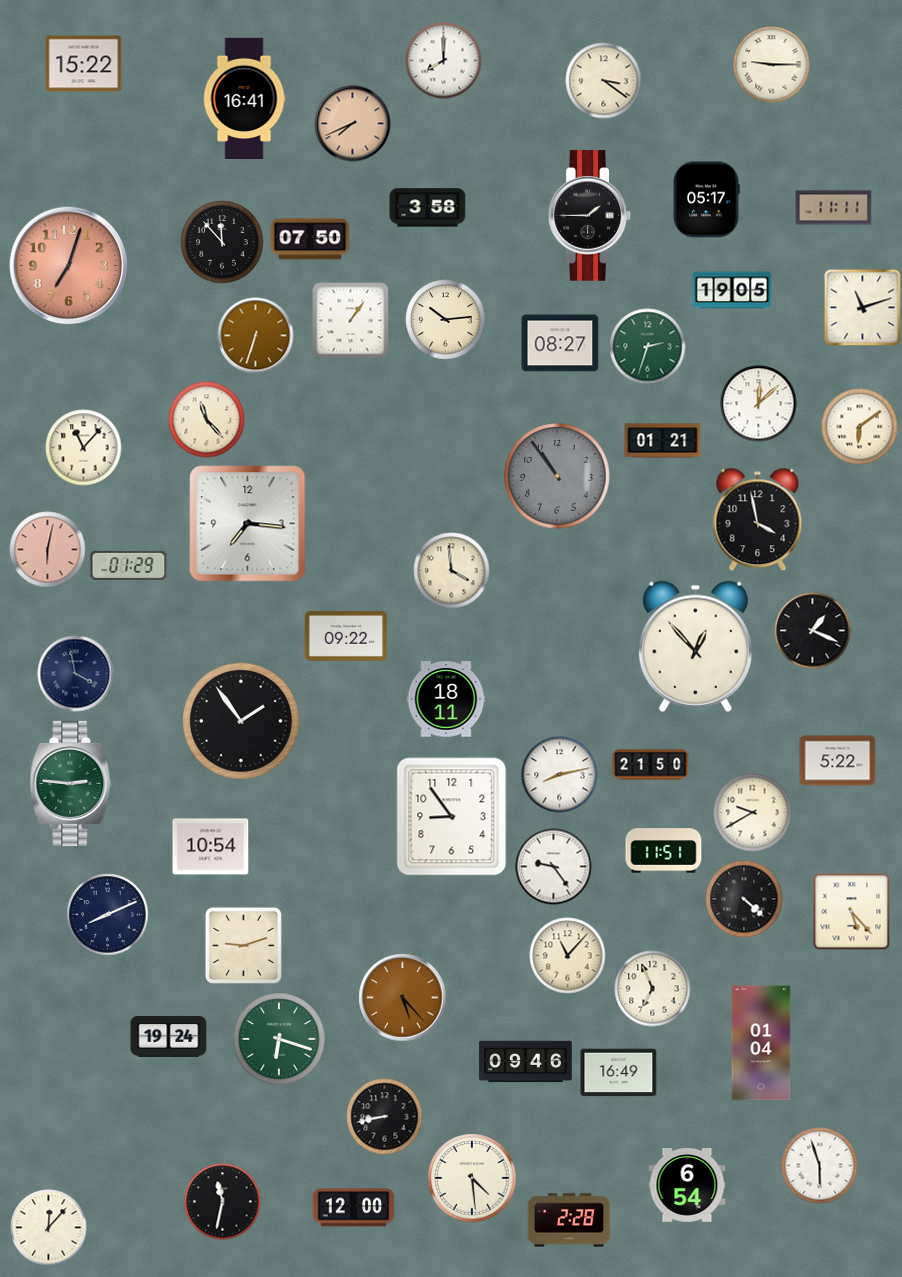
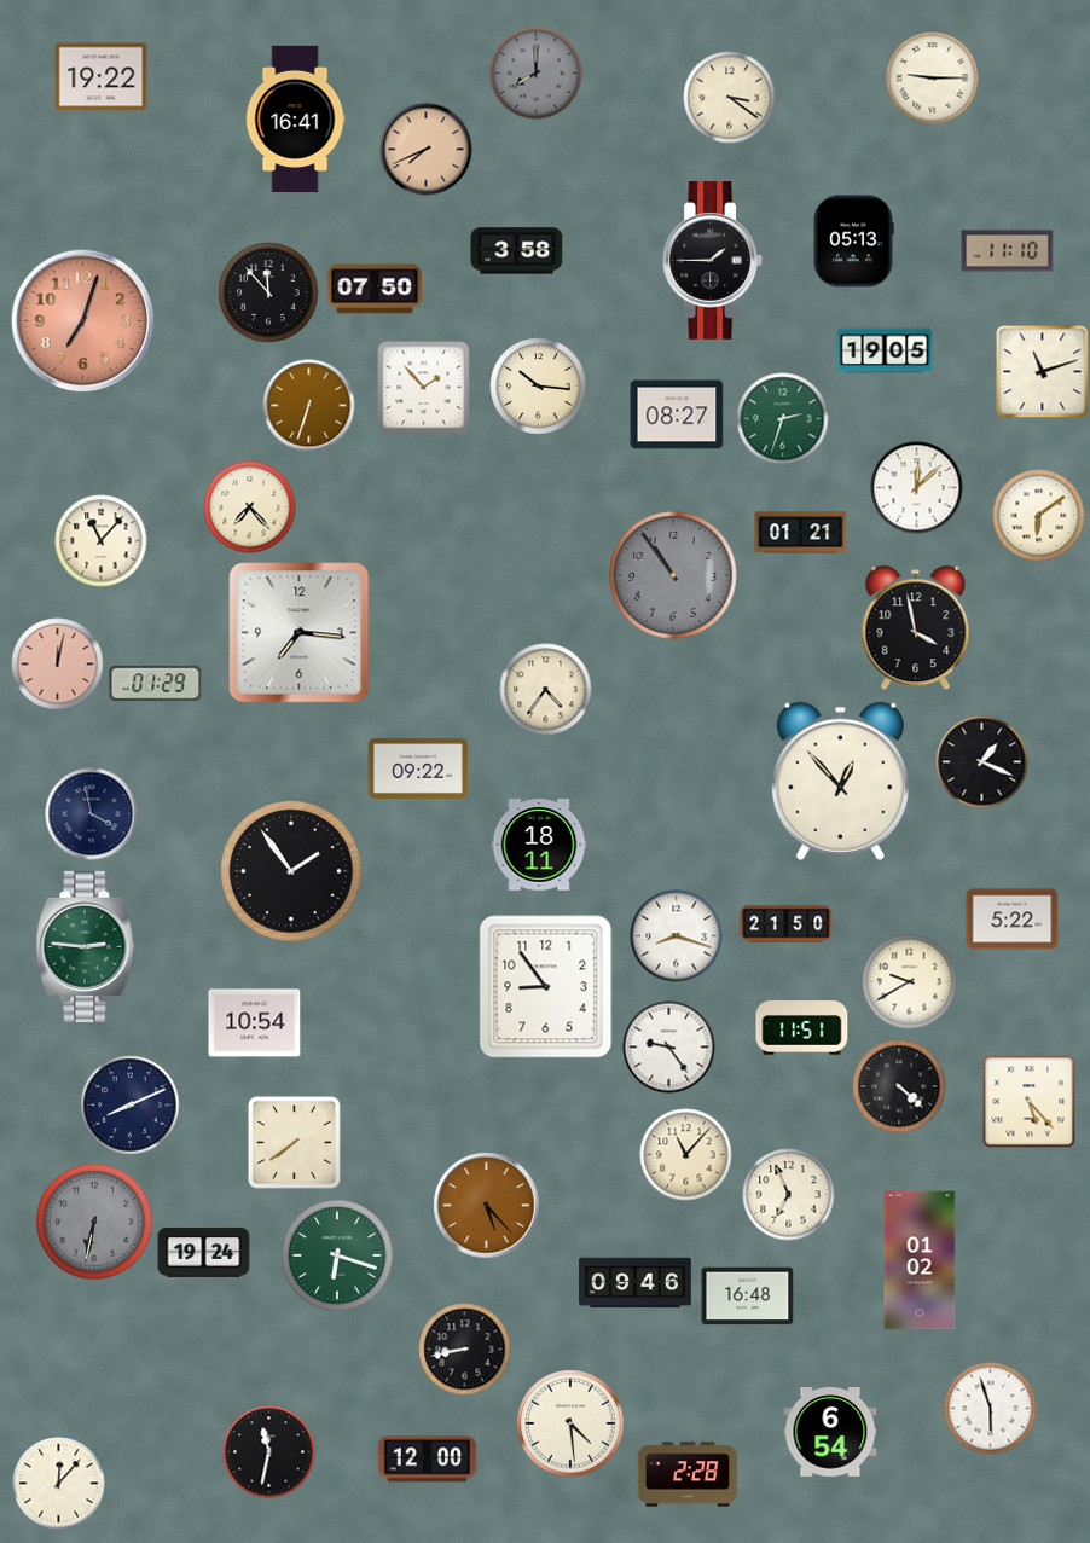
clock at (444, 61) dial: white -> grey
clock at (84, 64): 15:22 -> 19:22
clock at (706, 200): 05:17 -> 05:13
clock at (834, 208): 11:11 -> 11:10
clock at (446, 320): 10:14 -> 10:16
clock at (351, 321): 1:06 -> 1:53
clock at (207, 420): 11:23 -> 7:23
clock at (48, 550): 6:02 -> 12:02
clock at (452, 571): 3:59 -> 4:36
clock at (560, 775): 8:13 -> 8:18
clock at (243, 945): 9:12 -> 7:39
clock at (94, 1222): none -> 6:32
clock at (761, 1043): 01:04 -> 01:02
clock at (619, 1073): 16:49 -> 16:48
